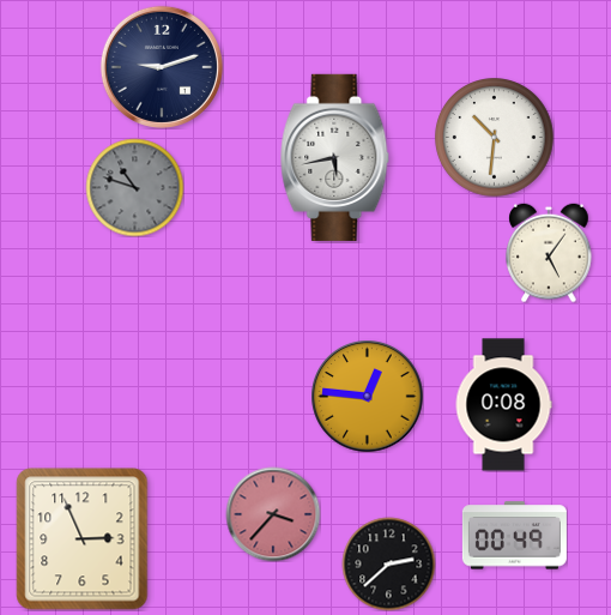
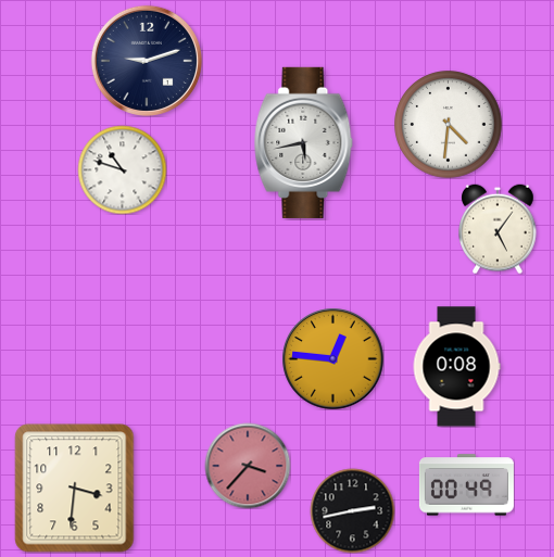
clock at (495, 138): 10:31 -> 4:31
clock at (134, 187) dial: grey -> white
clock at (83, 539): 2:56 -> 3:31
clock at (388, 563): 2:38 -> 2:43
